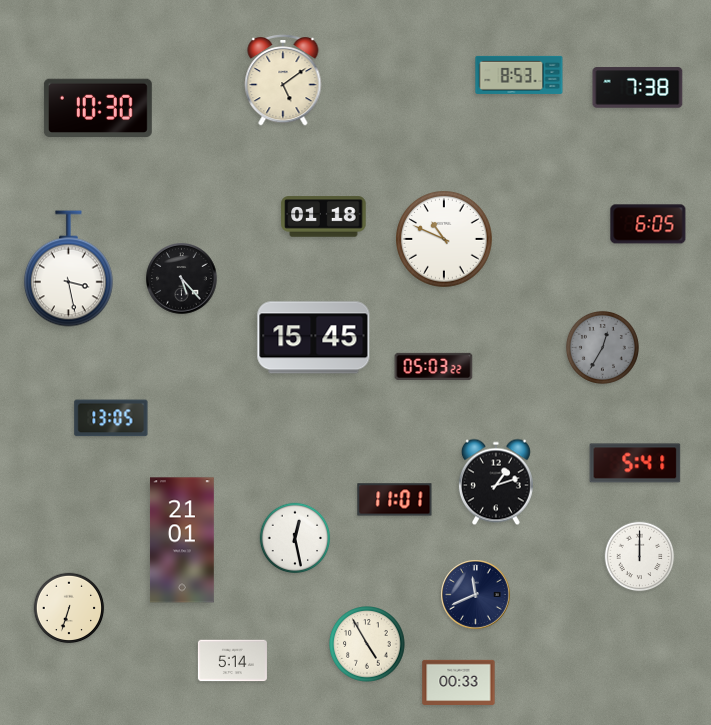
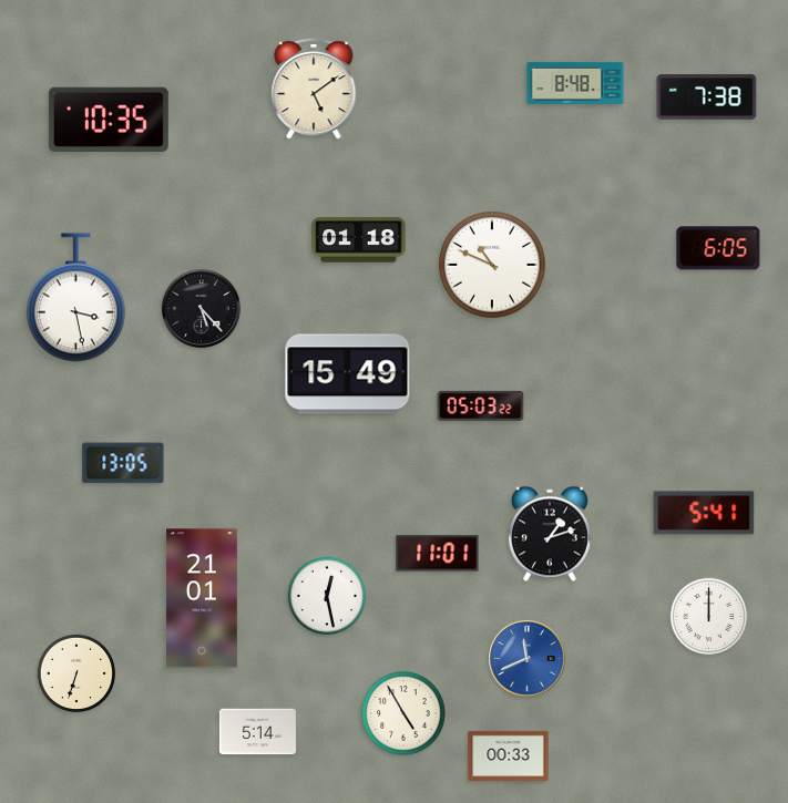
clock at (519, 75): 8:53 -> 8:48
clock at (98, 108): 10:30 -> 10:35
clock at (314, 338): 15:45 -> 15:49
clock at (602, 347): 12:35 -> none
clock at (476, 595) dial: navy -> blue
clock at (367, 644) position: (367, 644) -> (403, 713)
